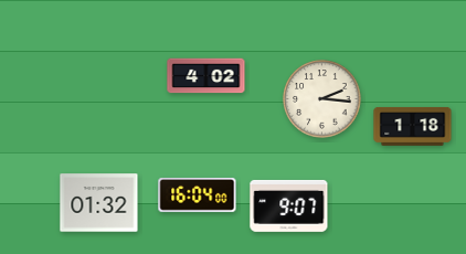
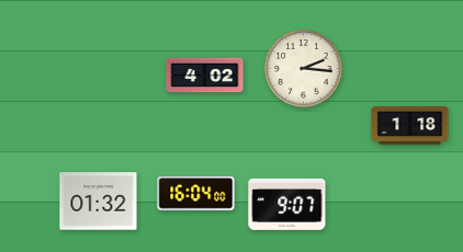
clock at (322, 99) position: (322, 99) -> (304, 69)
